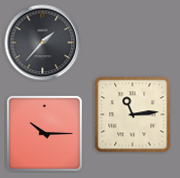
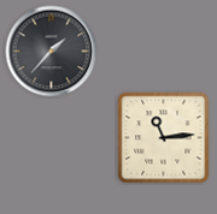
clock at (133, 115) position: (133, 115) -> (164, 138)
clock at (44, 133): 10:15 -> none
